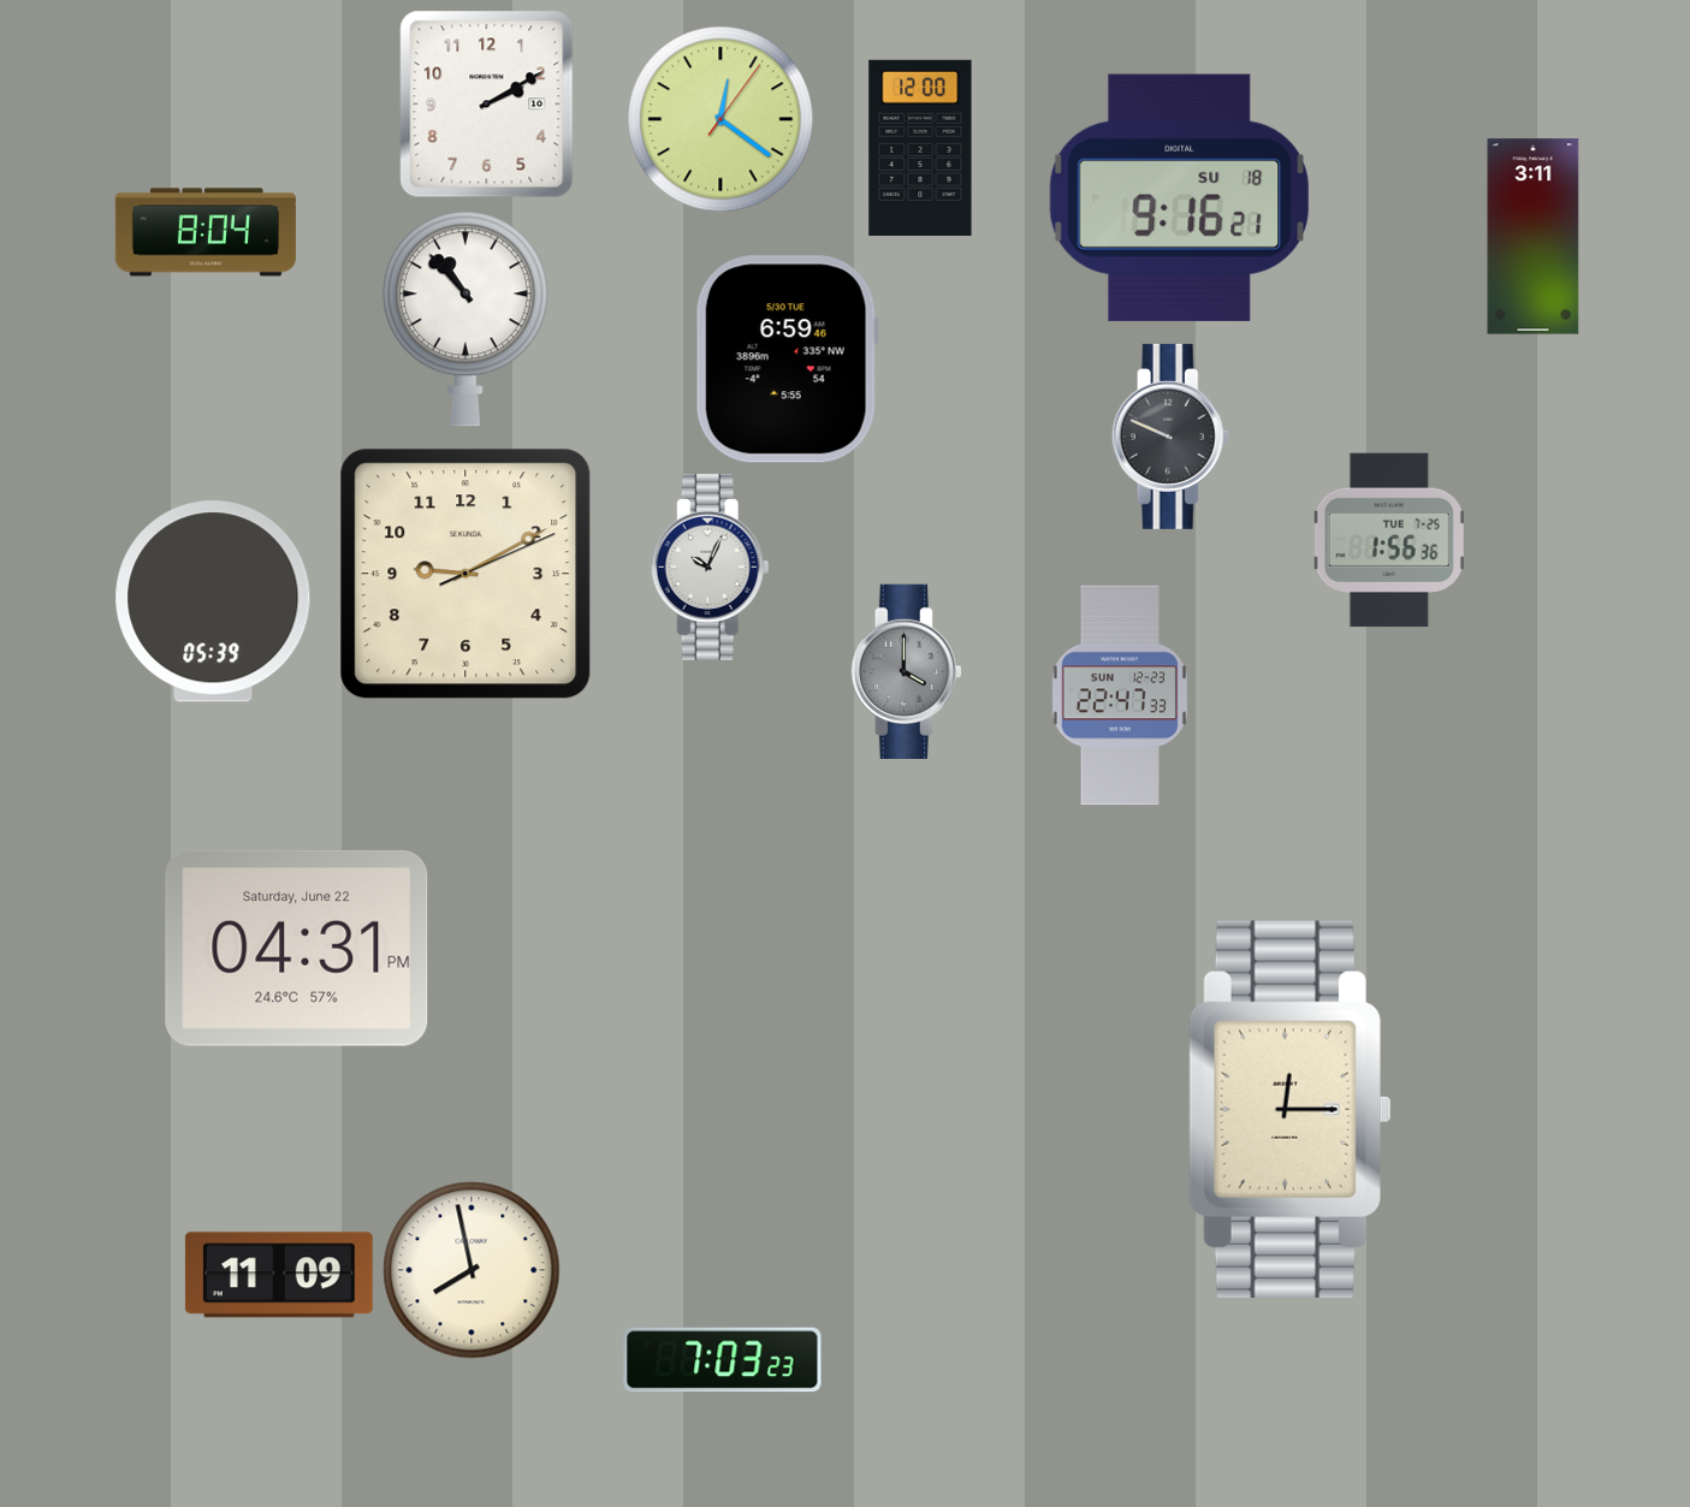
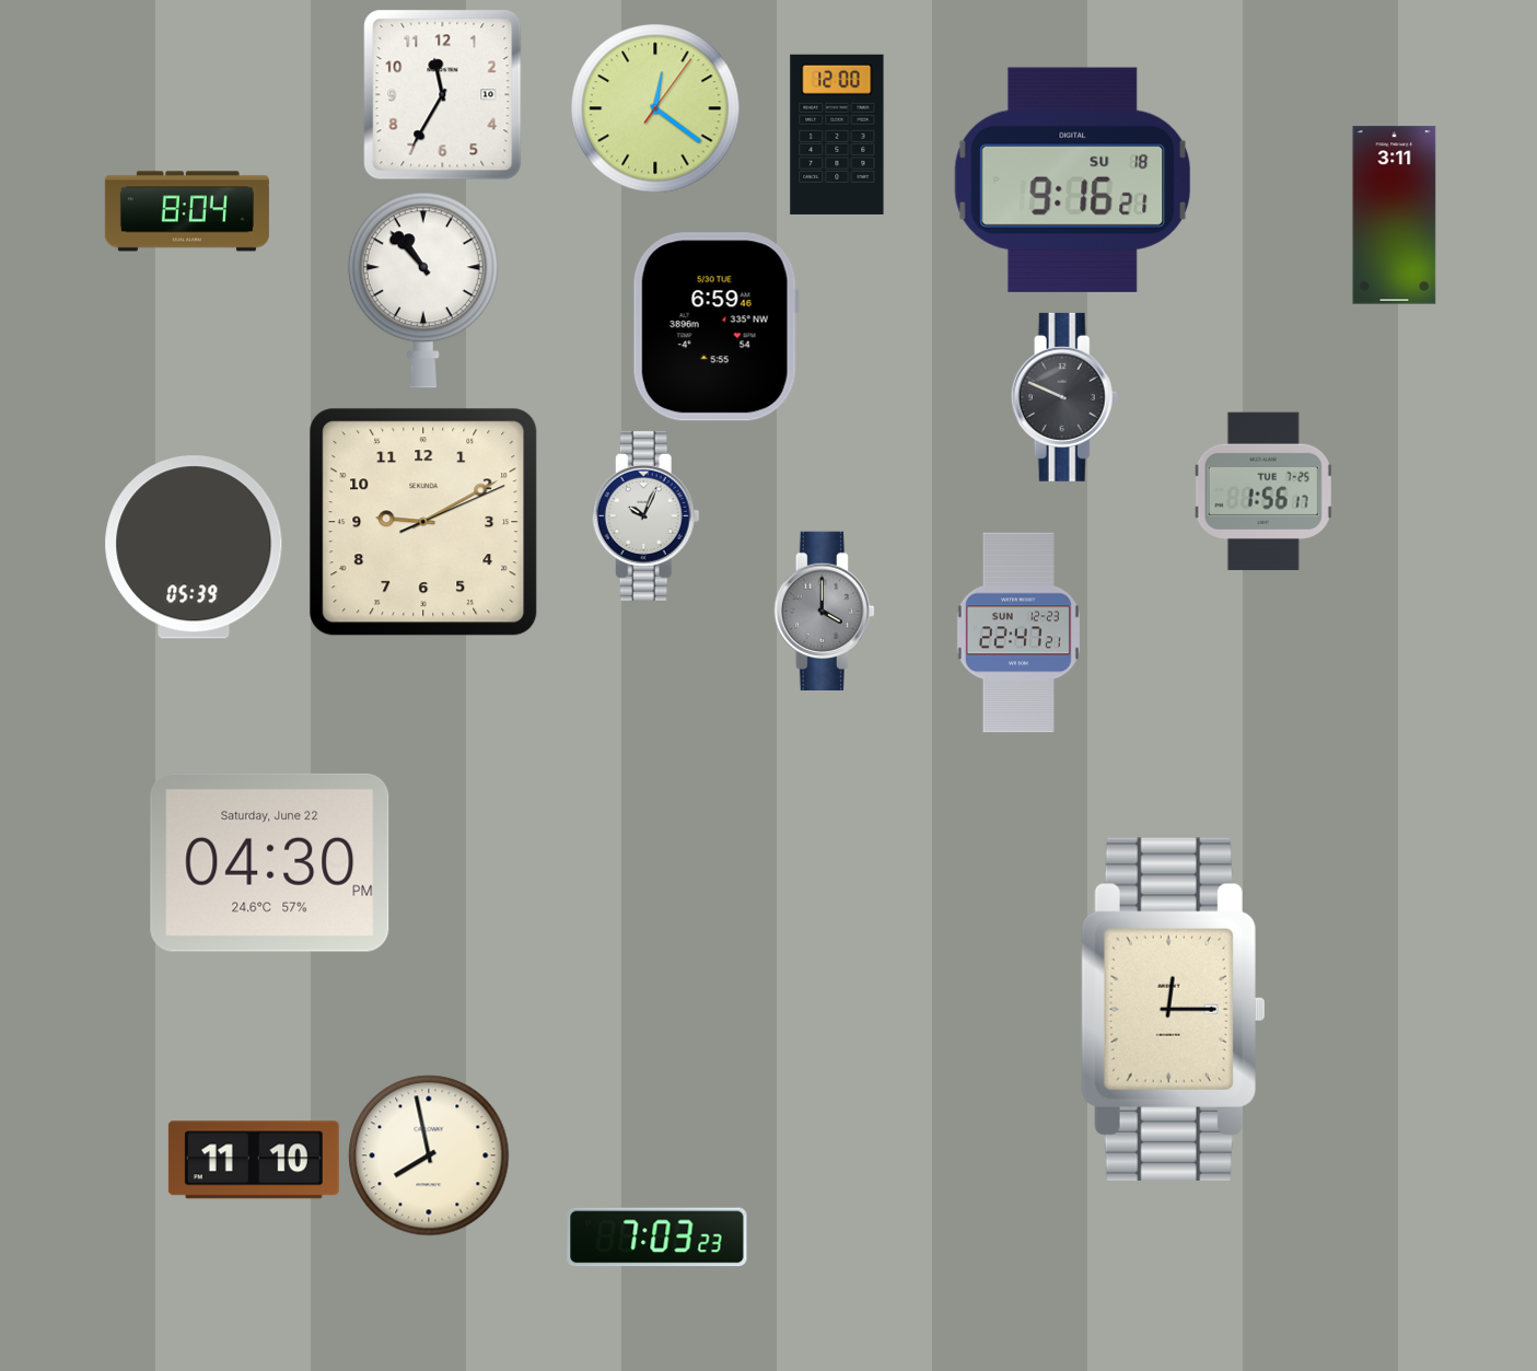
clock at (487, 105): 2:10 -> 11:35
clock at (1389, 540): 1:56:36 -> 1:56:17
clock at (1120, 695): 22:47:33 -> 22:47:21
clock at (297, 948): 04:31 -> 04:30
clock at (279, 1275): 11:09 -> 11:10
